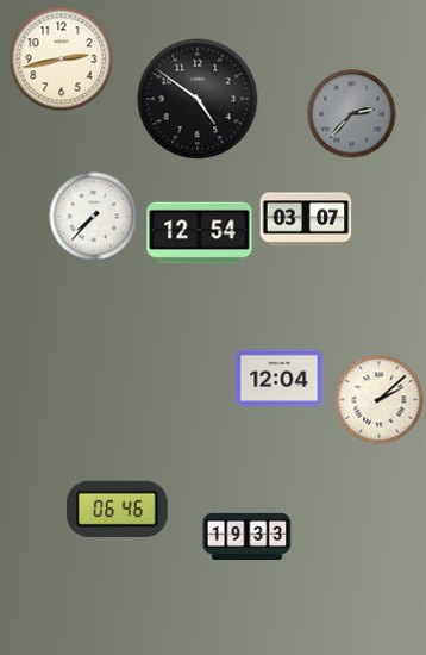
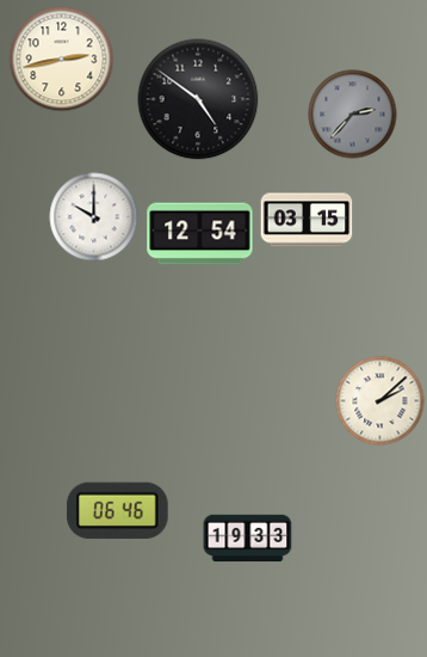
clock at (94, 217): 7:37 -> 10:00
clock at (306, 219): 03:07 -> 03:15
clock at (280, 379): 12:04 -> none
